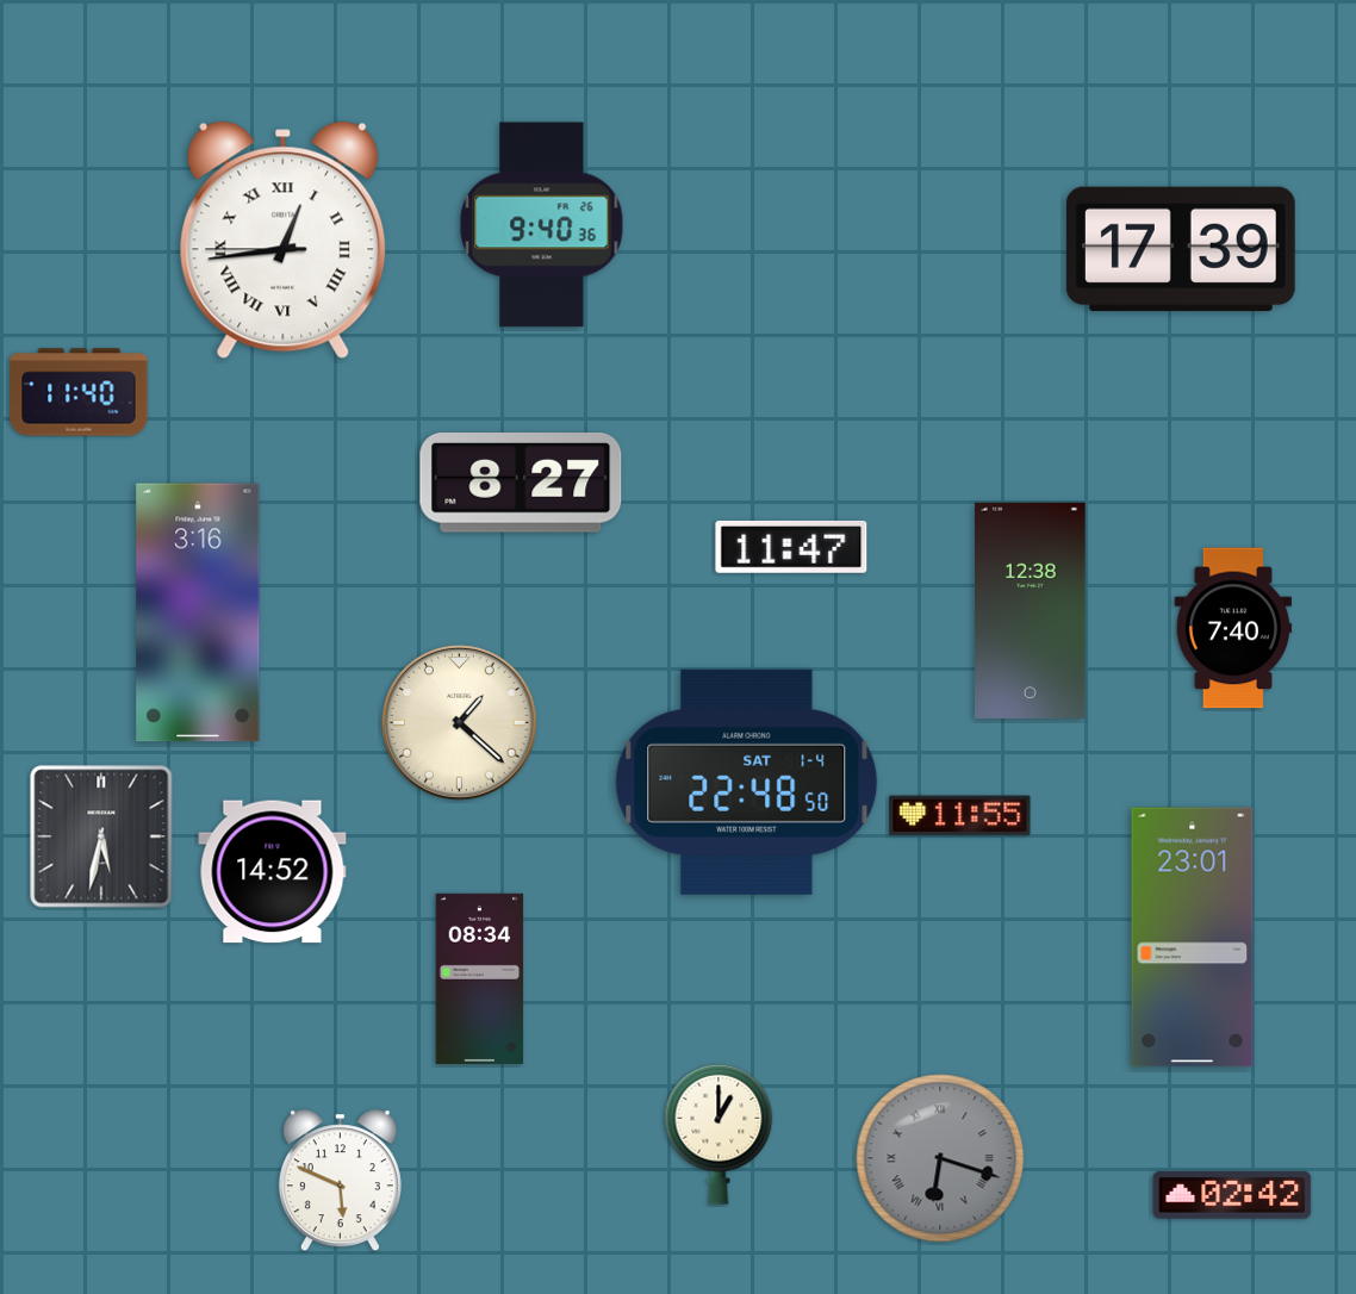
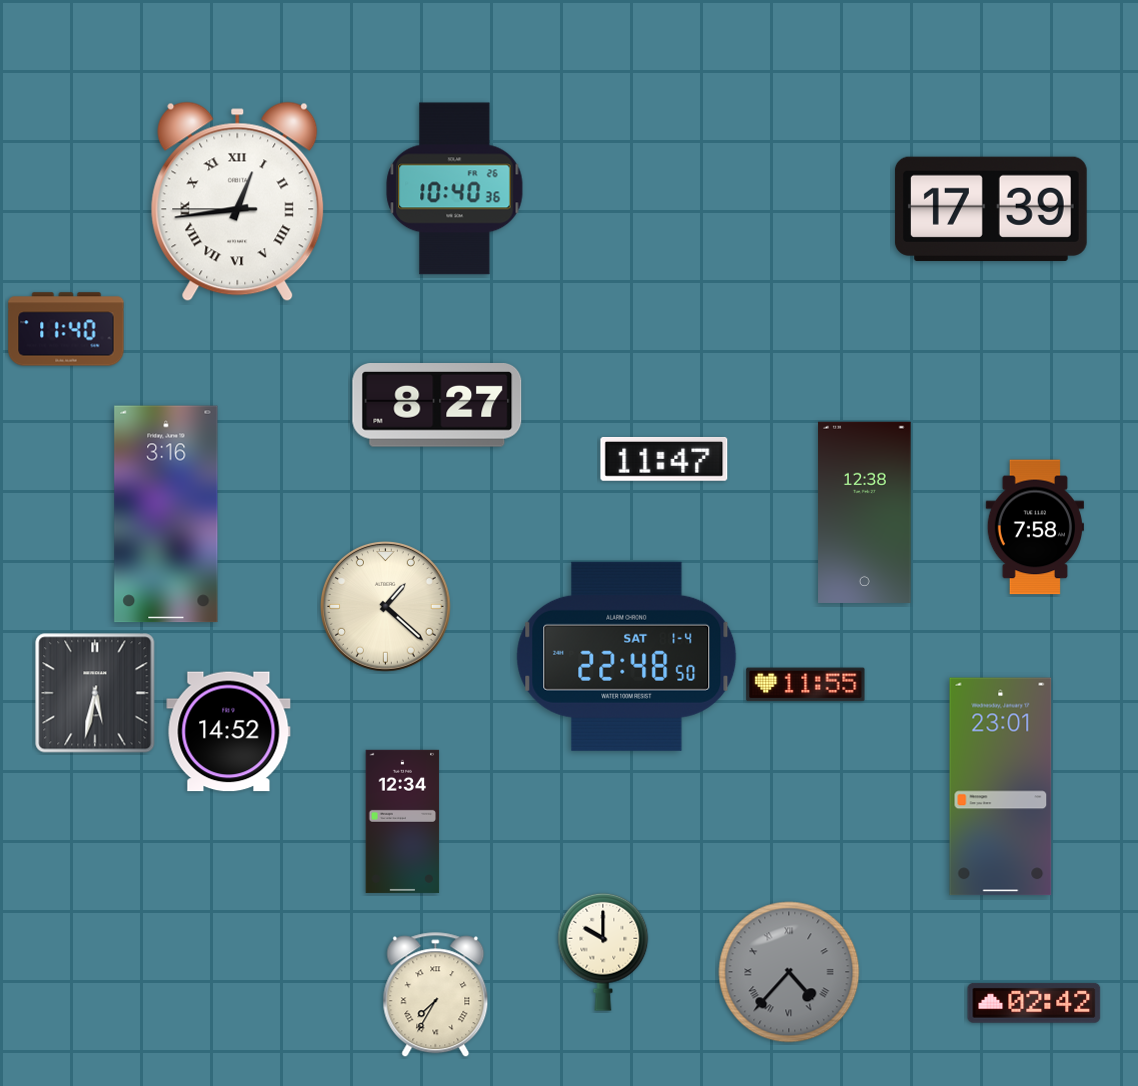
clock at (542, 225): 9:40 -> 10:40
clock at (1233, 628): 7:40 -> 7:58
clock at (101, 836) position: (101, 836) -> (95, 693)
clock at (480, 978): 08:34 -> 12:34
clock at (719, 1134): 1:00 -> 10:00
clock at (940, 1158): 6:18 -> 4:37
clock at (340, 1181): 5:49 -> none
clock at (436, 995): none -> 7:35
